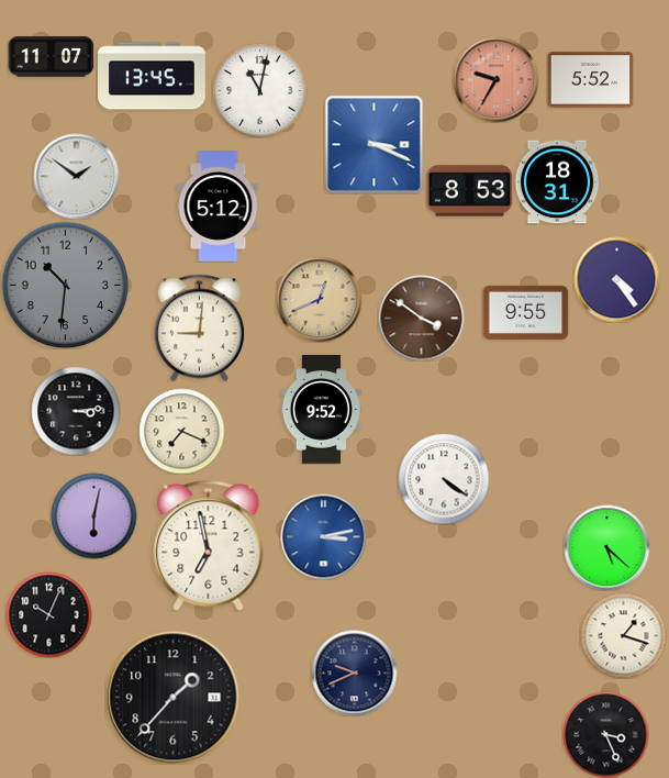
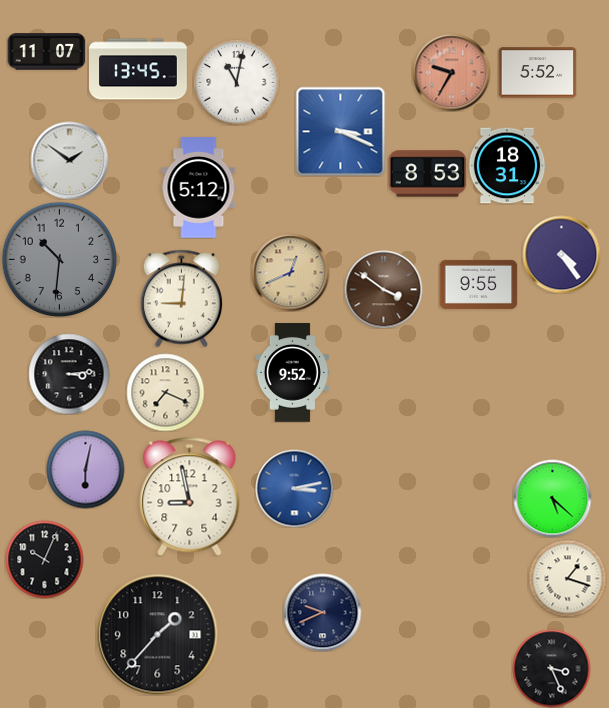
clock at (444, 479): 4:21 -> none
clock at (209, 546): 6:58 -> 8:58
